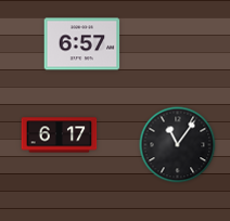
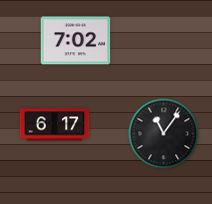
clock at (82, 44): 6:57 -> 7:02
